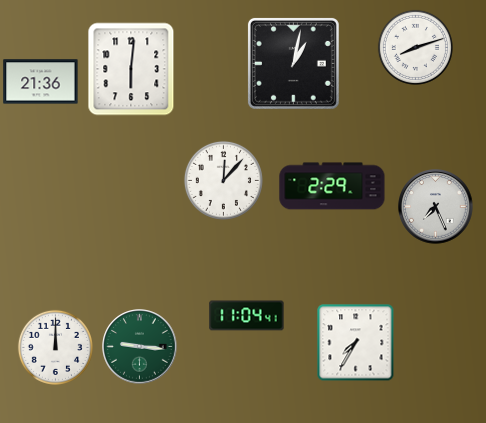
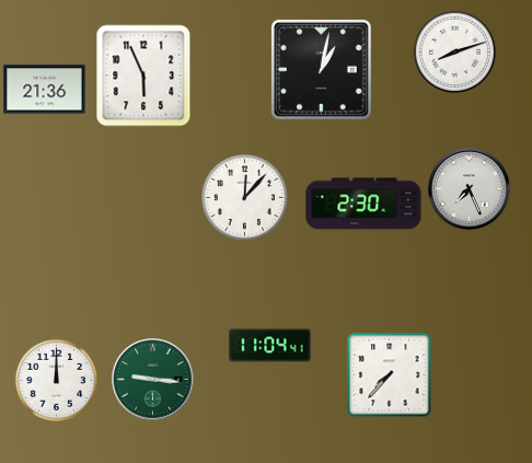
clock at (131, 69): 6:01 -> 5:56
clock at (332, 186): 2:29 -> 2:30
clock at (436, 207) position: (436, 207) -> (470, 189)
clock at (356, 343): 7:35 -> 7:37
clock at (55, 347) position: (55, 347) -> (56, 380)
